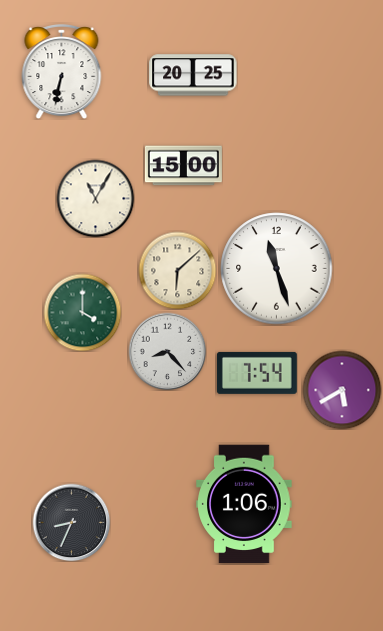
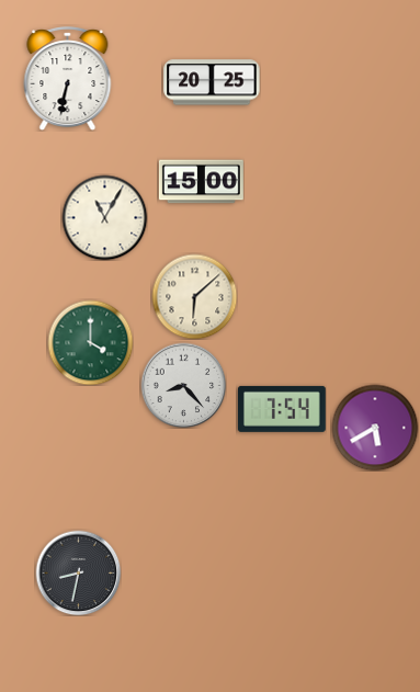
clock at (277, 269): 11:27 -> none
clock at (244, 504): 1:06 -> none
clock at (71, 522): 8:34 -> 8:32
